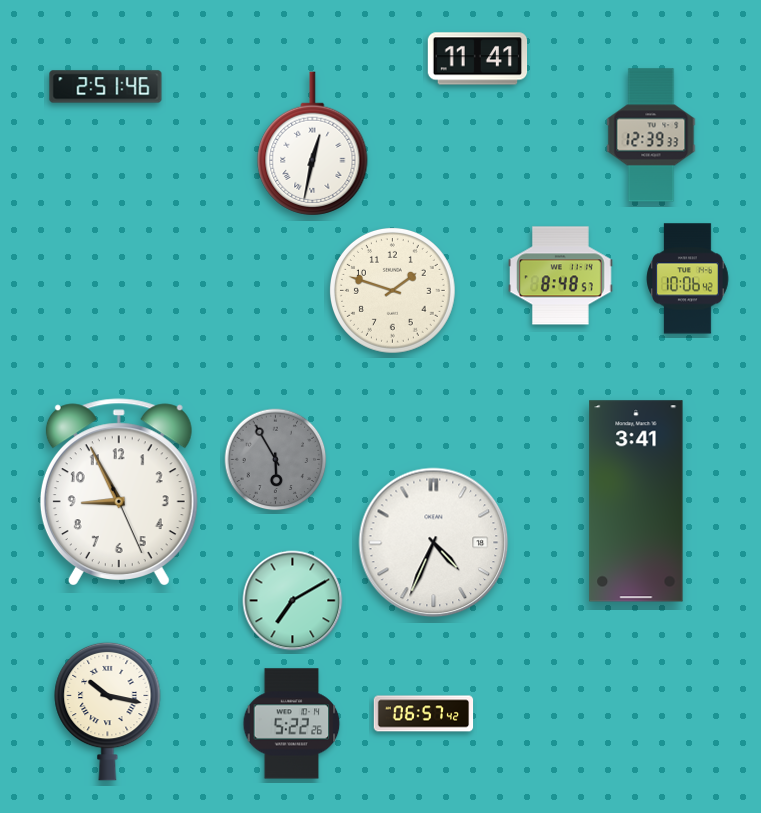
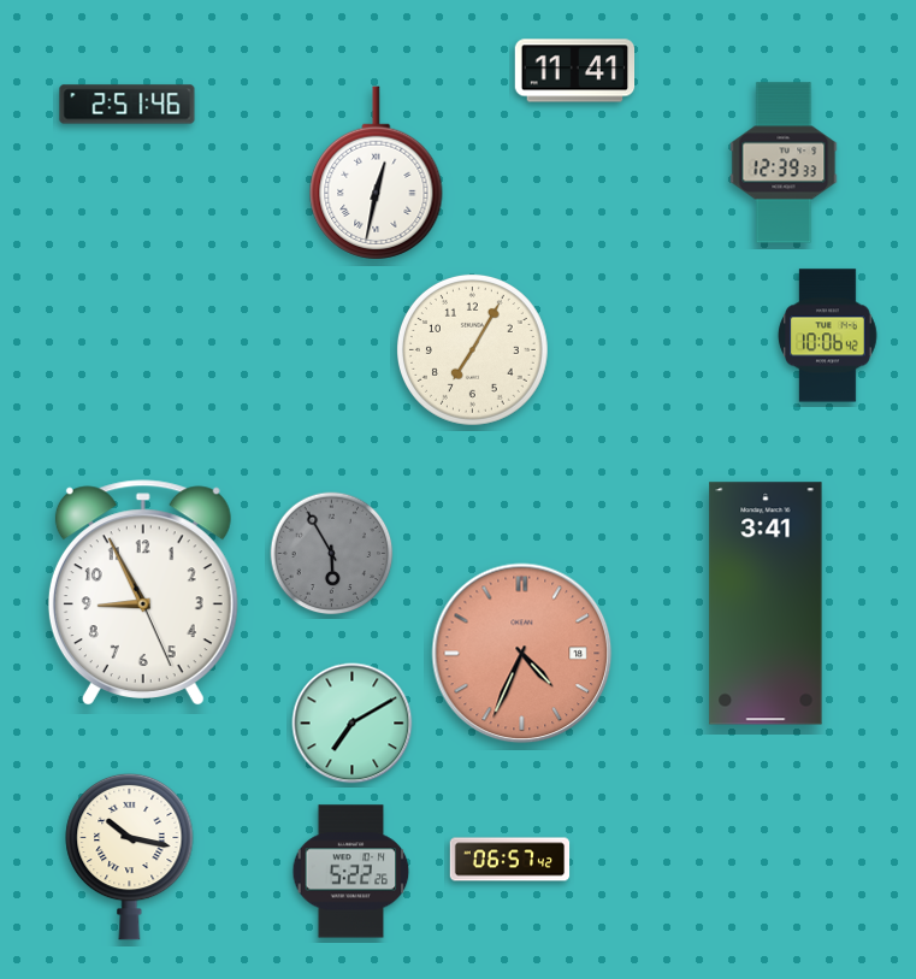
clock at (561, 276): 8:48 -> none
clock at (392, 290): 1:48 -> 7:05
clock at (434, 543) dial: white -> salmon
